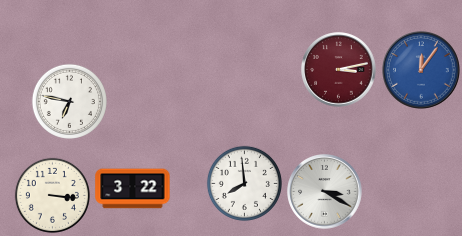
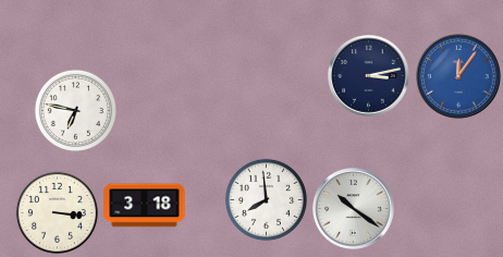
clock at (339, 70) dial: burgundy -> navy
clock at (133, 189): 3:22 -> 3:18
clock at (325, 192): 3:20 -> 10:21
